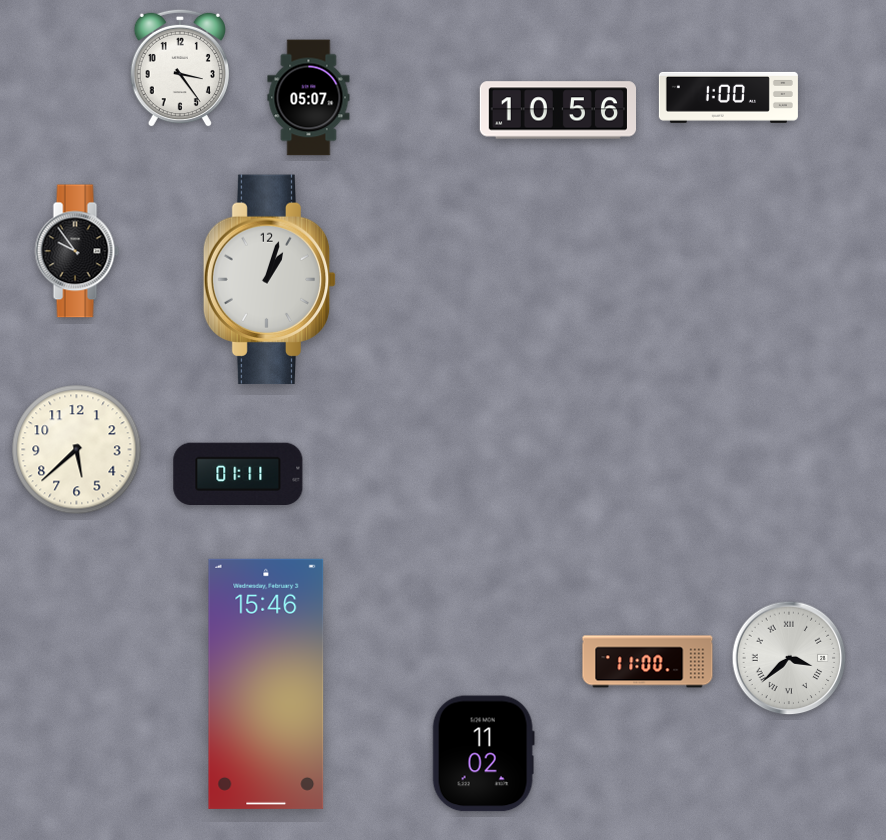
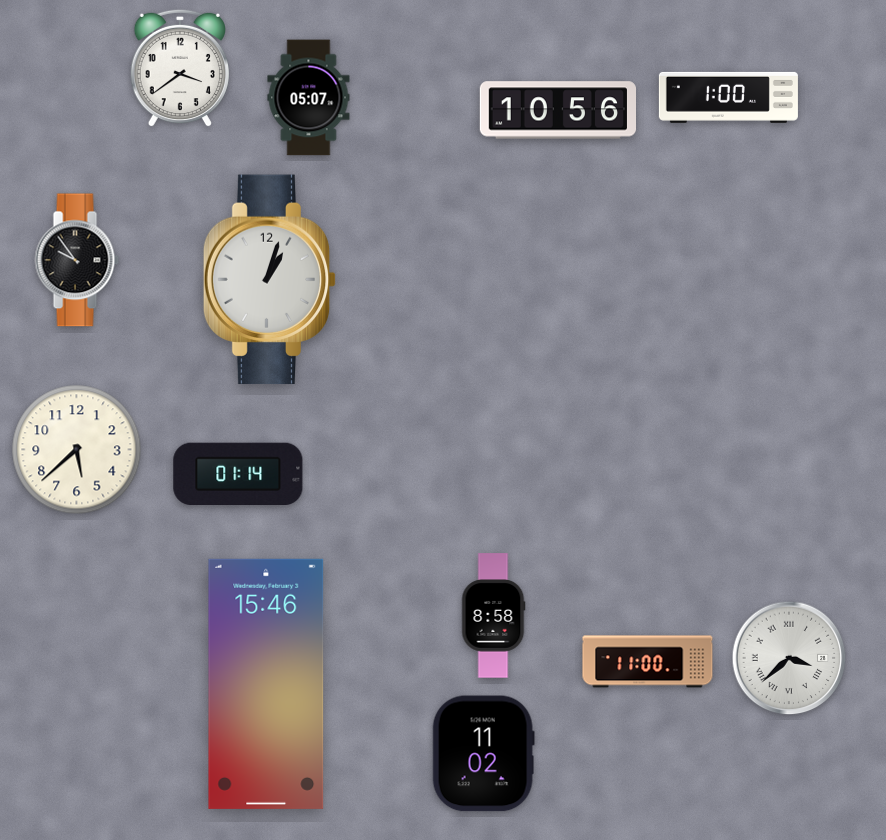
clock at (180, 68): 3:24 -> 3:39
clock at (77, 251) position: (77, 251) -> (77, 260)
clock at (238, 473): 01:11 -> 01:14
clock at (493, 616): none -> 8:58
